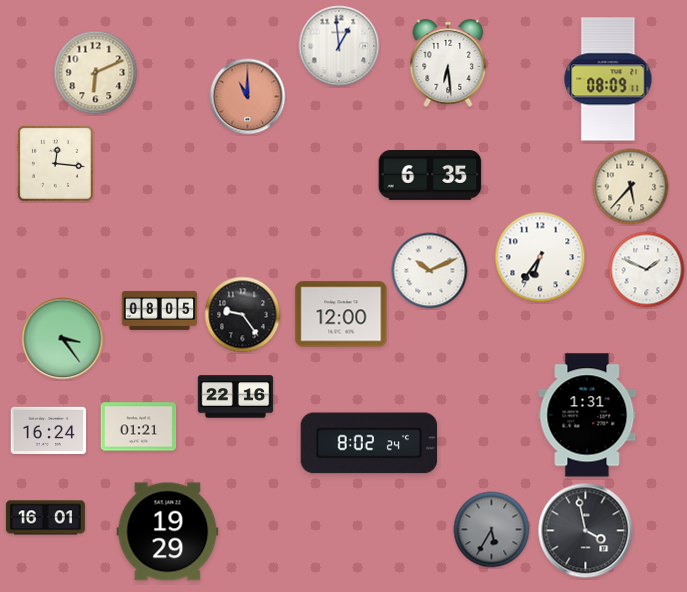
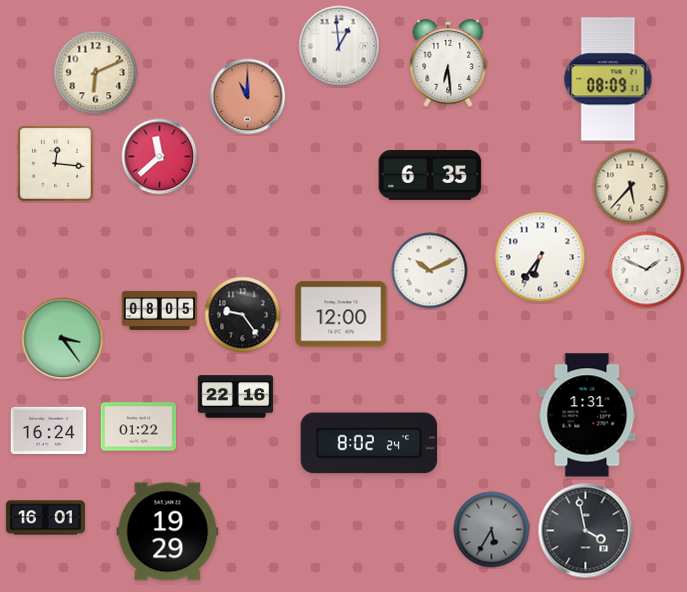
clock at (160, 157): none -> 11:38
clock at (139, 427): 01:21 -> 01:22
